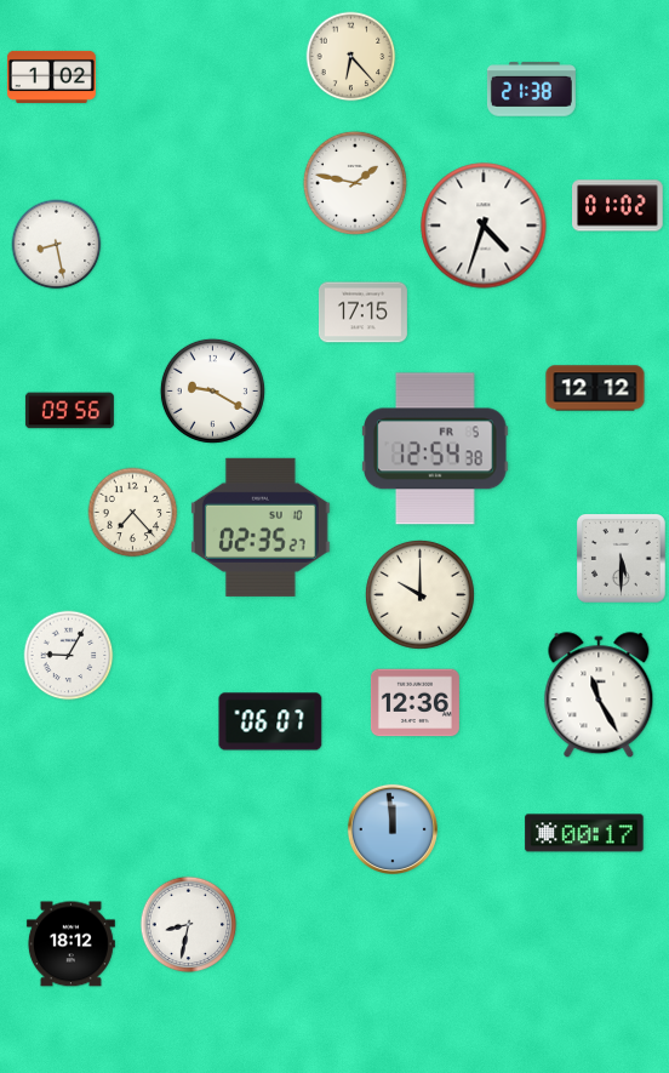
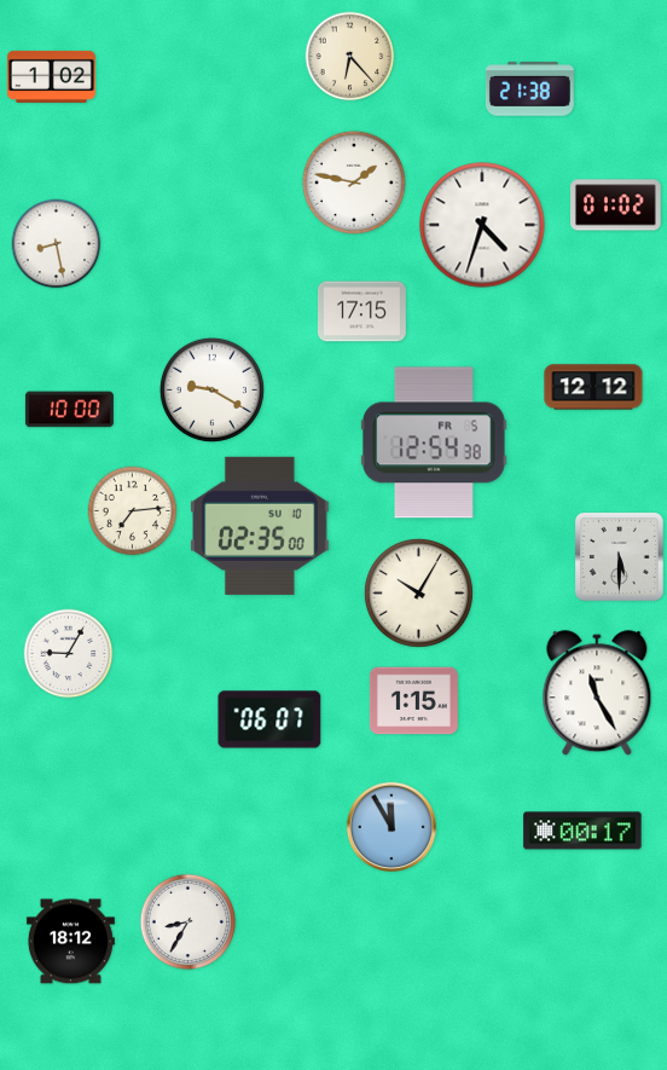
clock at (69, 411): 09:56 -> 10:00
clock at (435, 449) position: (435, 449) -> (434, 443)
clock at (133, 513): 7:23 -> 7:14
clock at (261, 527): 02:35:27 -> 02:35:00
clock at (419, 594): 10:00 -> 10:05
clock at (414, 703): 12:36 -> 1:15
clock at (393, 829): 11:59 -> 11:55
clock at (189, 925): 8:32 -> 8:35
